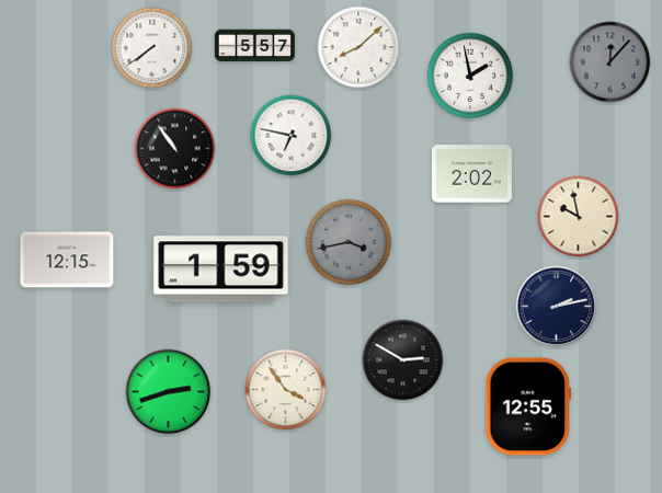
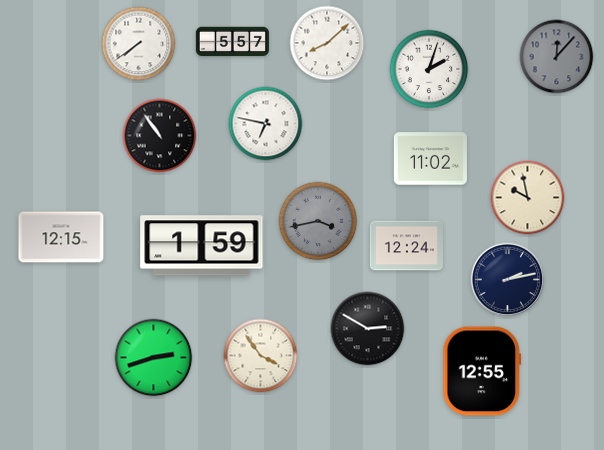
clock at (470, 76): 1:58 -> 2:03
clock at (471, 174): 2:02 -> 11:02
clock at (406, 246): none -> 12:24
